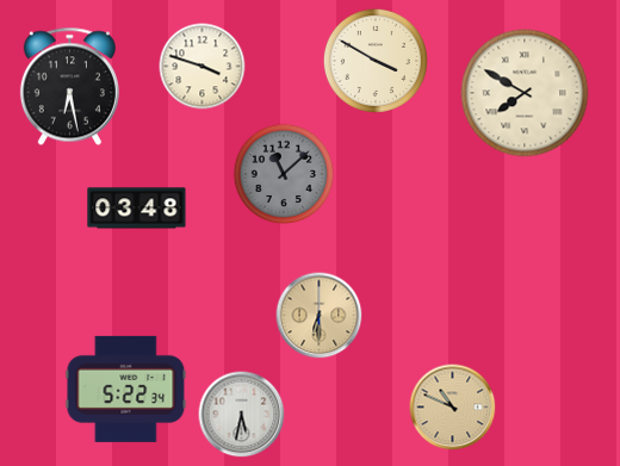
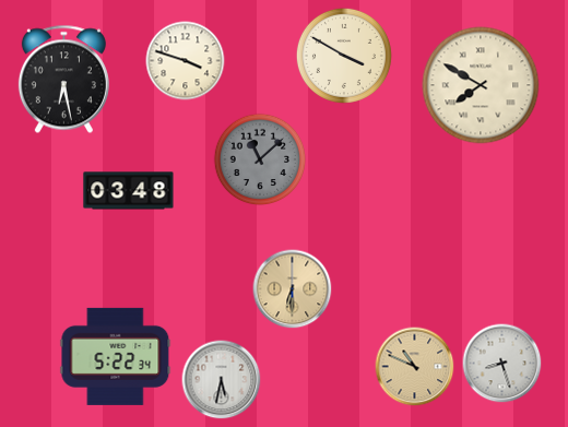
clock at (137, 209) position: (137, 209) -> (129, 191)
clock at (502, 364): none -> 8:27
clock at (453, 408) position: (453, 408) -> (415, 367)
